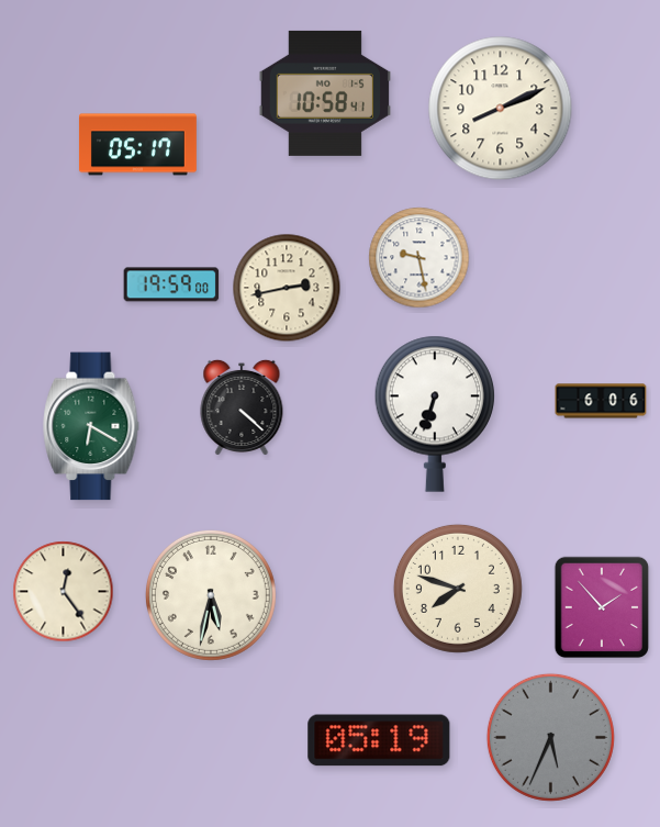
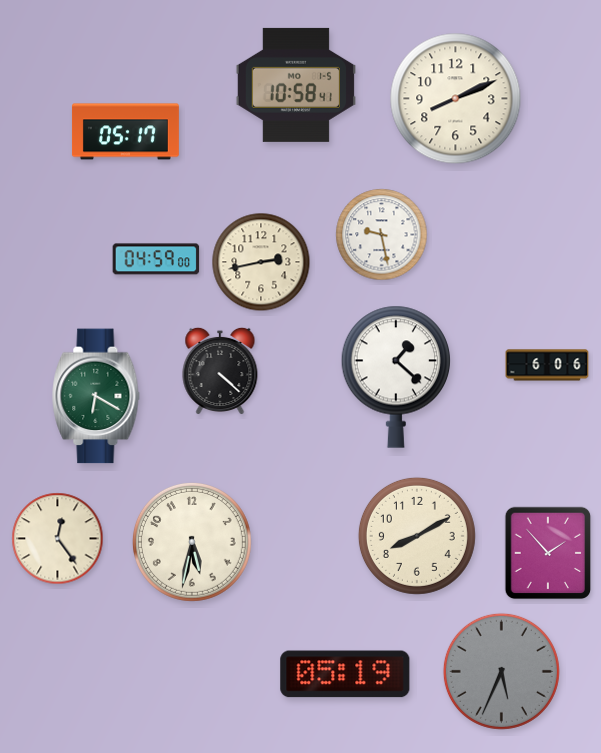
clock at (171, 284): 19:59 -> 04:59
clock at (434, 414): 6:33 -> 1:22
clock at (91, 426) position: (91, 426) -> (96, 396)
clock at (458, 589): 7:48 -> 8:10
